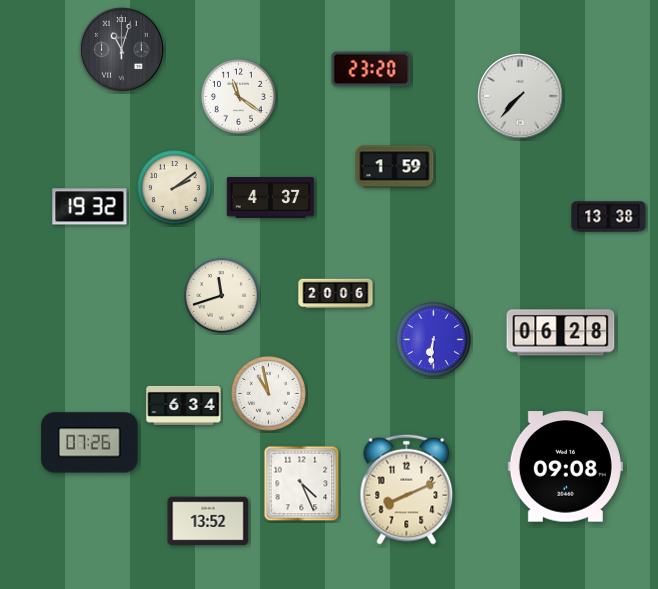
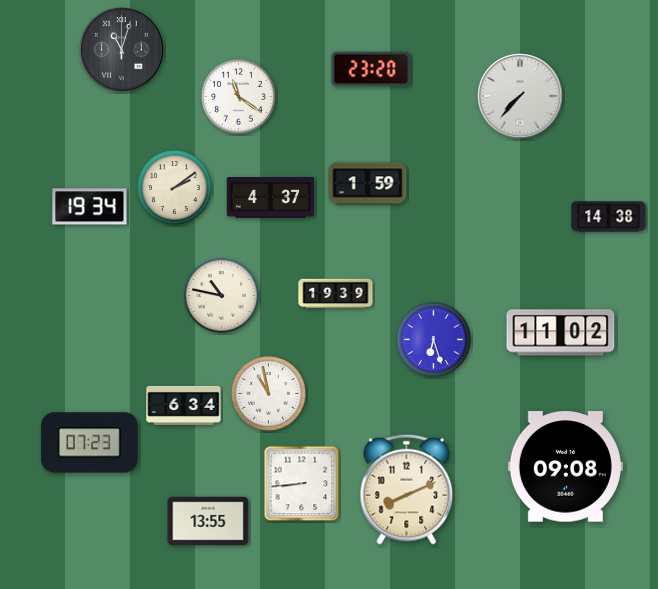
clock at (395, 167) position: (395, 167) -> (368, 184)
clock at (90, 207): 19:32 -> 19:34
clock at (609, 217): 13:38 -> 14:38
clock at (336, 294): 20:06 -> 19:39
clock at (221, 295): 11:42 -> 10:47
clock at (561, 333): 06:28 -> 11:02
clock at (433, 339): 6:31 -> 6:27
clock at (90, 443): 07:26 -> 07:23
clock at (302, 484): 4:26 -> 8:44
clock at (208, 521): 13:52 -> 13:55
